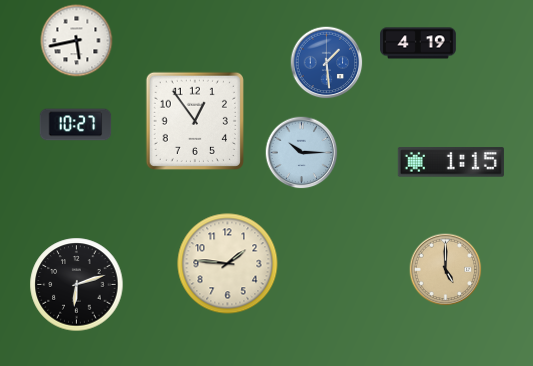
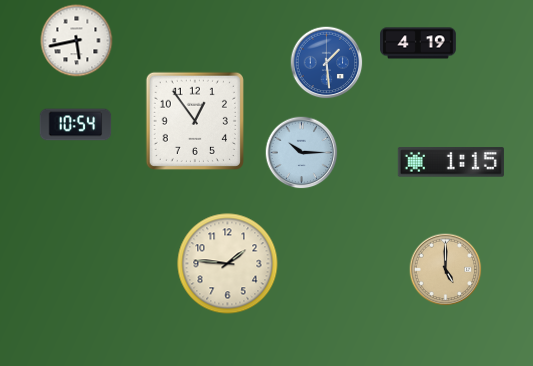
clock at (76, 125): 10:27 -> 10:54
clock at (77, 285): 6:12 -> none
